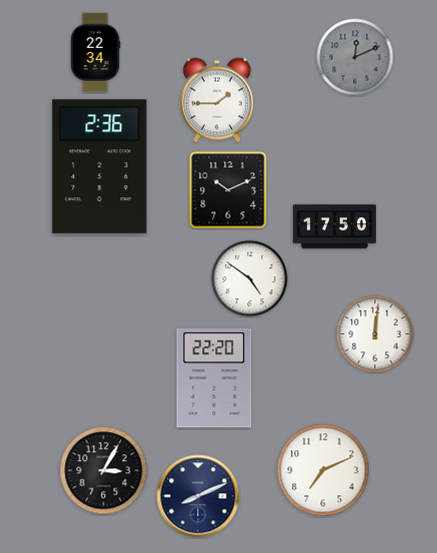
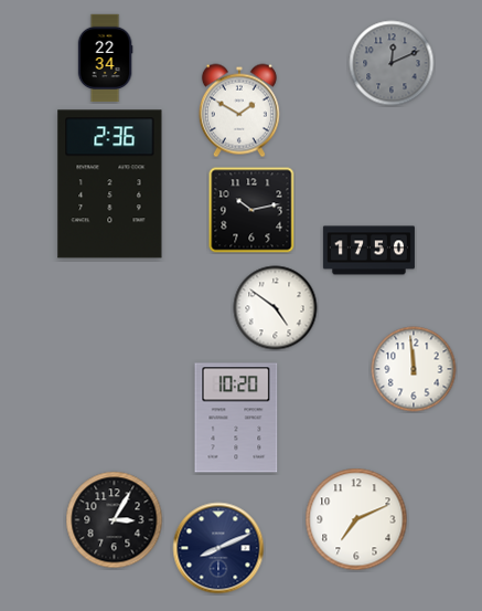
clock at (217, 100): 1:45 -> 1:50
clock at (228, 190): 10:11 -> 10:13
clock at (375, 334): 12:01 -> 11:59
clock at (214, 378): 22:20 -> 10:20
